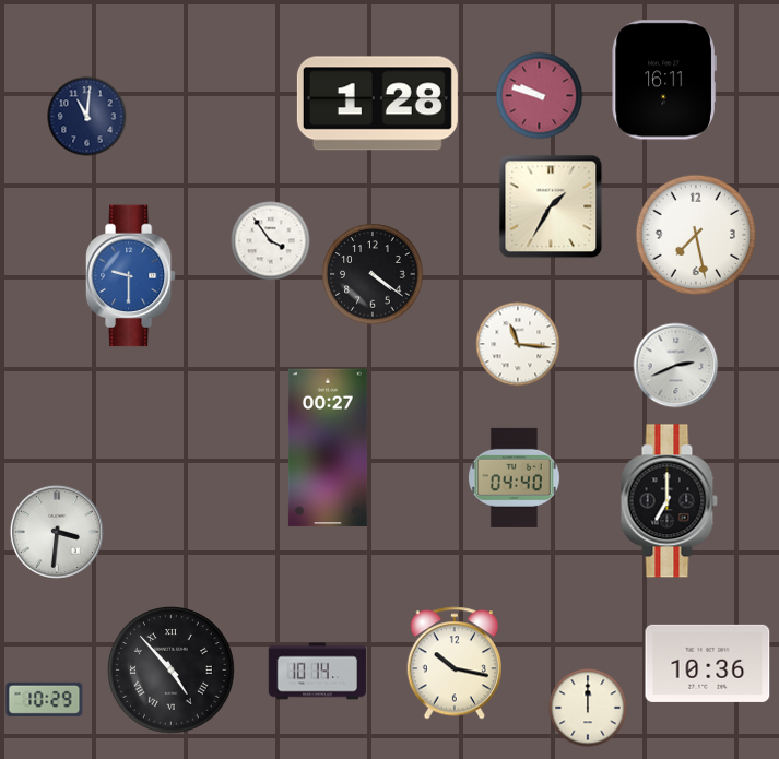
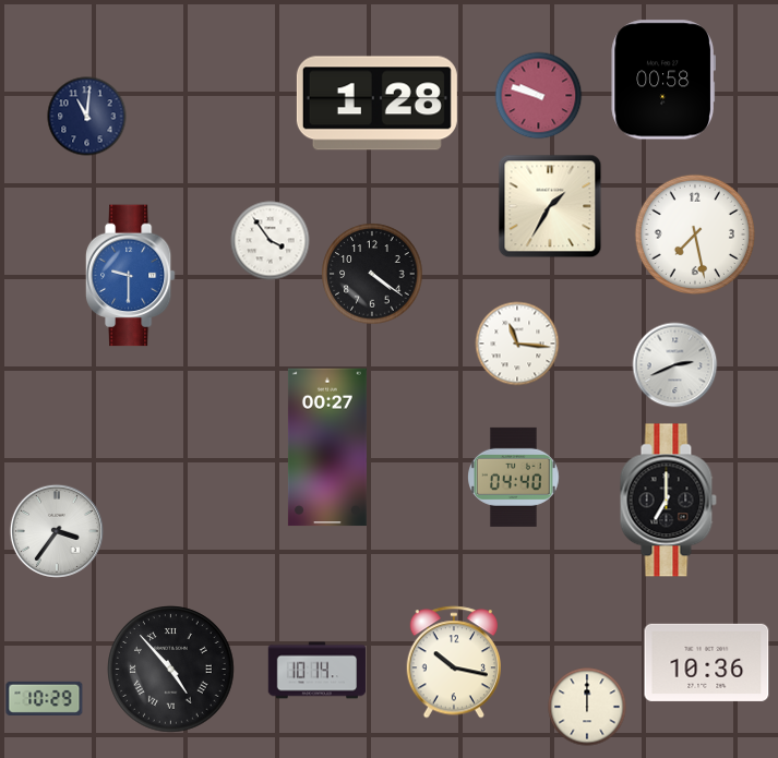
clock at (663, 80): 16:11 -> 00:58
clock at (57, 532): 3:31 -> 3:36
